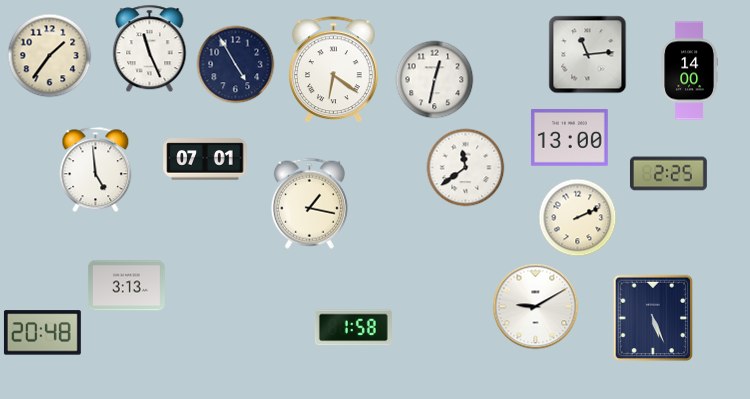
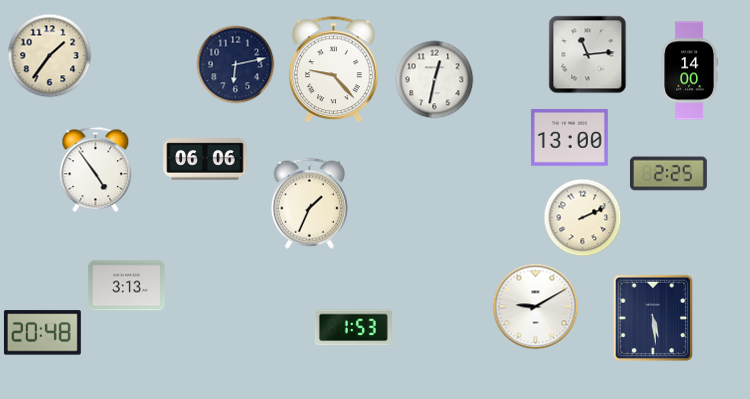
clock at (150, 48): 11:26 -> none
clock at (235, 64): 4:55 -> 6:13
clock at (334, 70): 6:21 -> 9:23
clock at (205, 159): 07:01 -> 06:06
clock at (465, 167): 11:39 -> none
clock at (96, 169): 4:59 -> 4:54
clock at (309, 203): 1:17 -> 1:34
clock at (577, 217) position: (577, 217) -> (582, 217)
clock at (653, 318): 5:26 -> 5:29
clock at (353, 328): 1:58 -> 1:53
